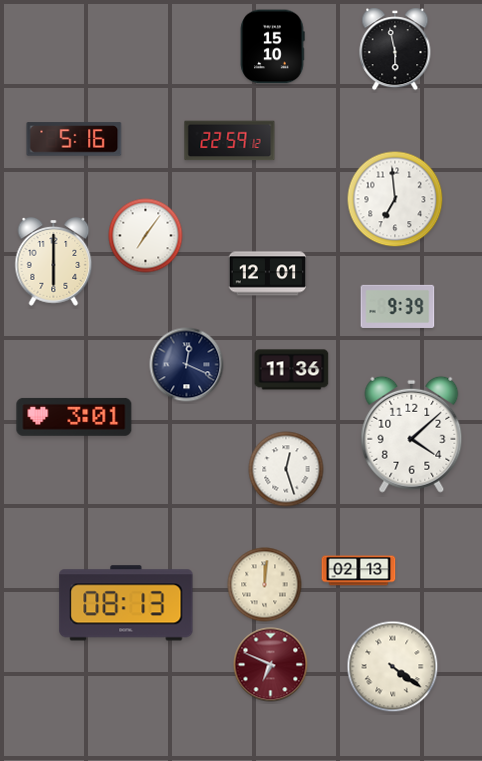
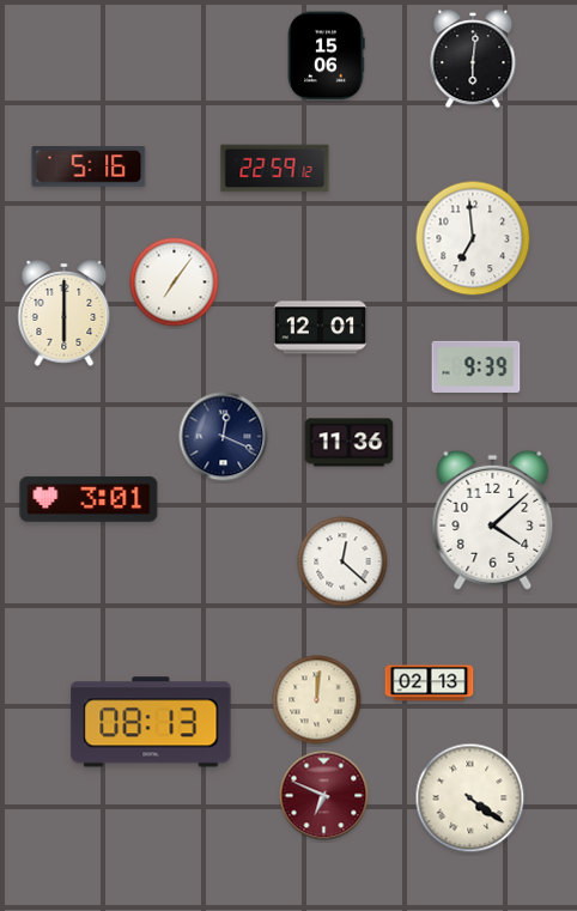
clock at (272, 47): 15:10 -> 15:06
clock at (395, 49): 5:58 -> 6:01
clock at (286, 469): 12:27 -> 12:22
